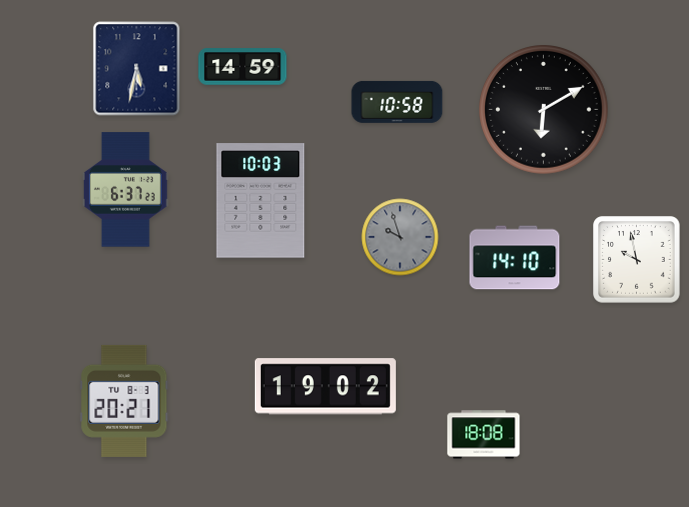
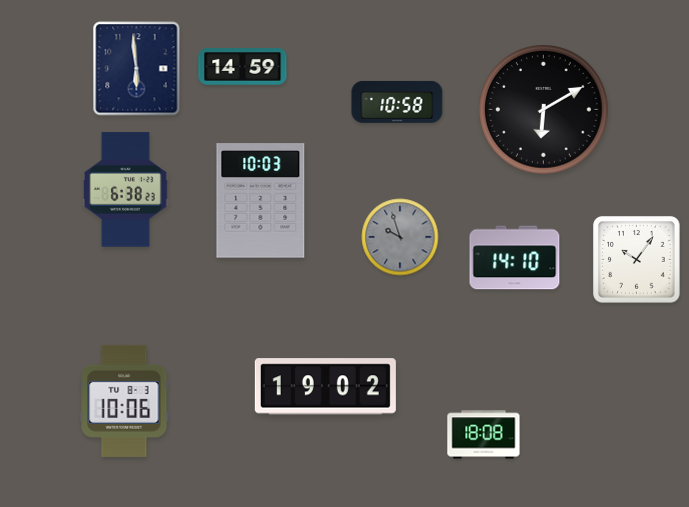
clock at (137, 69): 5:32 -> 5:59
clock at (125, 190): 6:37 -> 6:38
clock at (637, 260): 9:58 -> 10:06
clock at (124, 401): 20:21 -> 10:06
